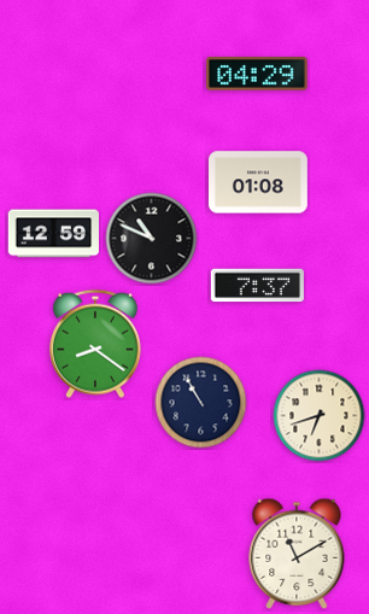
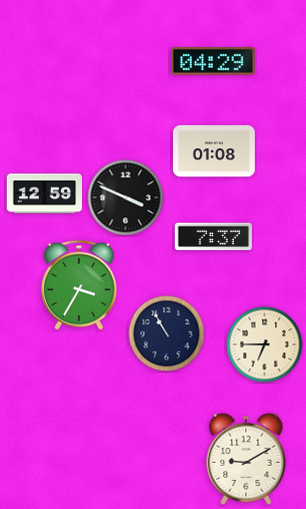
clock at (152, 239): 10:49 -> 3:49
clock at (95, 344): 8:21 -> 3:35
clock at (320, 416): 6:42 -> 6:45
clock at (297, 554): 11:10 -> 9:10
